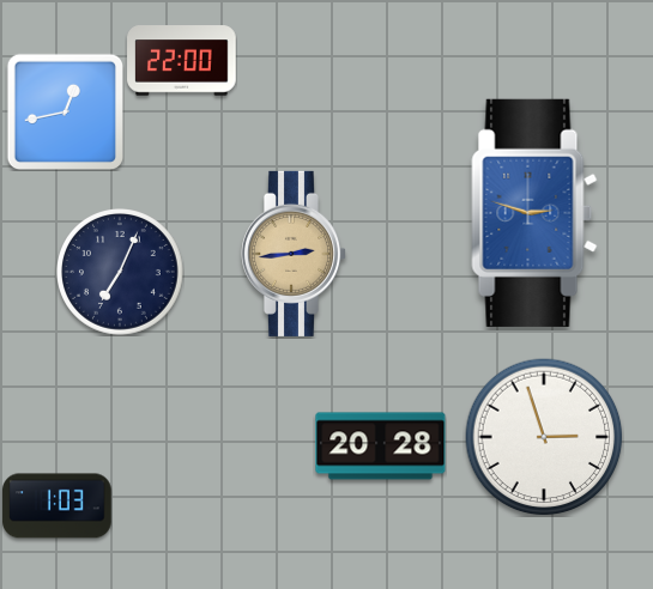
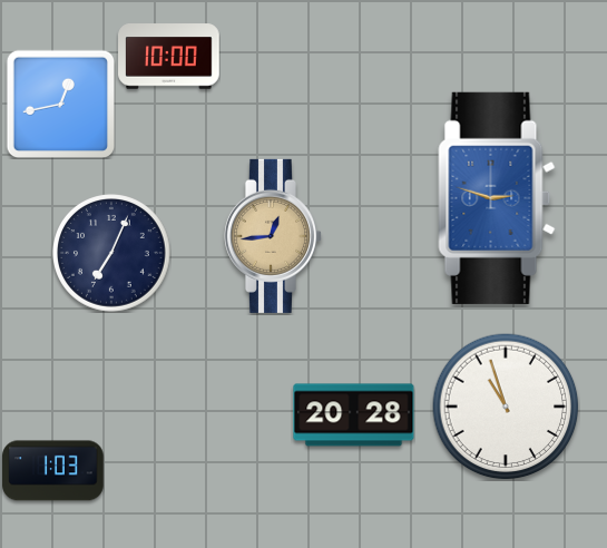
clock at (182, 61): 22:00 -> 10:00
clock at (292, 254): 2:44 -> 12:44
clock at (544, 437): 2:57 -> 10:57
